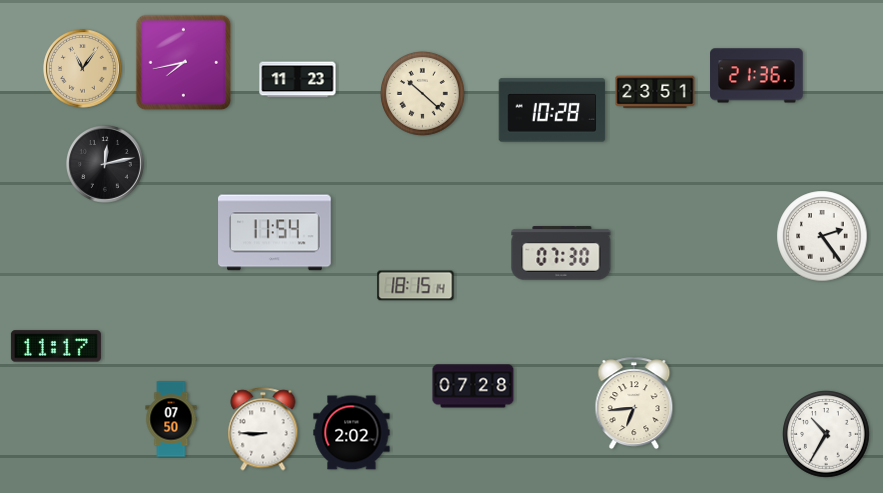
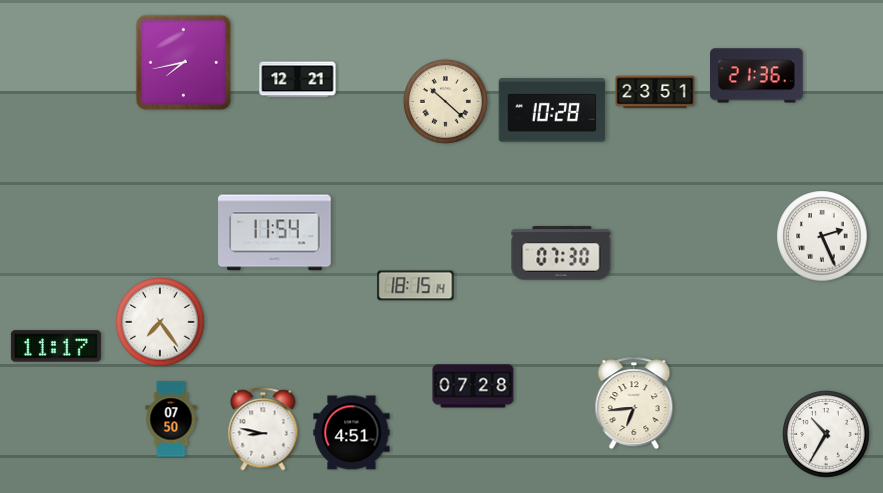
clock at (83, 69): 11:06 -> none
clock at (298, 80): 11:23 -> 12:21
clock at (423, 94) position: (423, 94) -> (446, 102)
clock at (106, 165): 12:13 -> none
clock at (822, 236): 2:24 -> 2:26
clock at (160, 322): none -> 7:24
clock at (263, 429): 8:45 -> 8:47
clock at (352, 433): 2:02 -> 4:51
